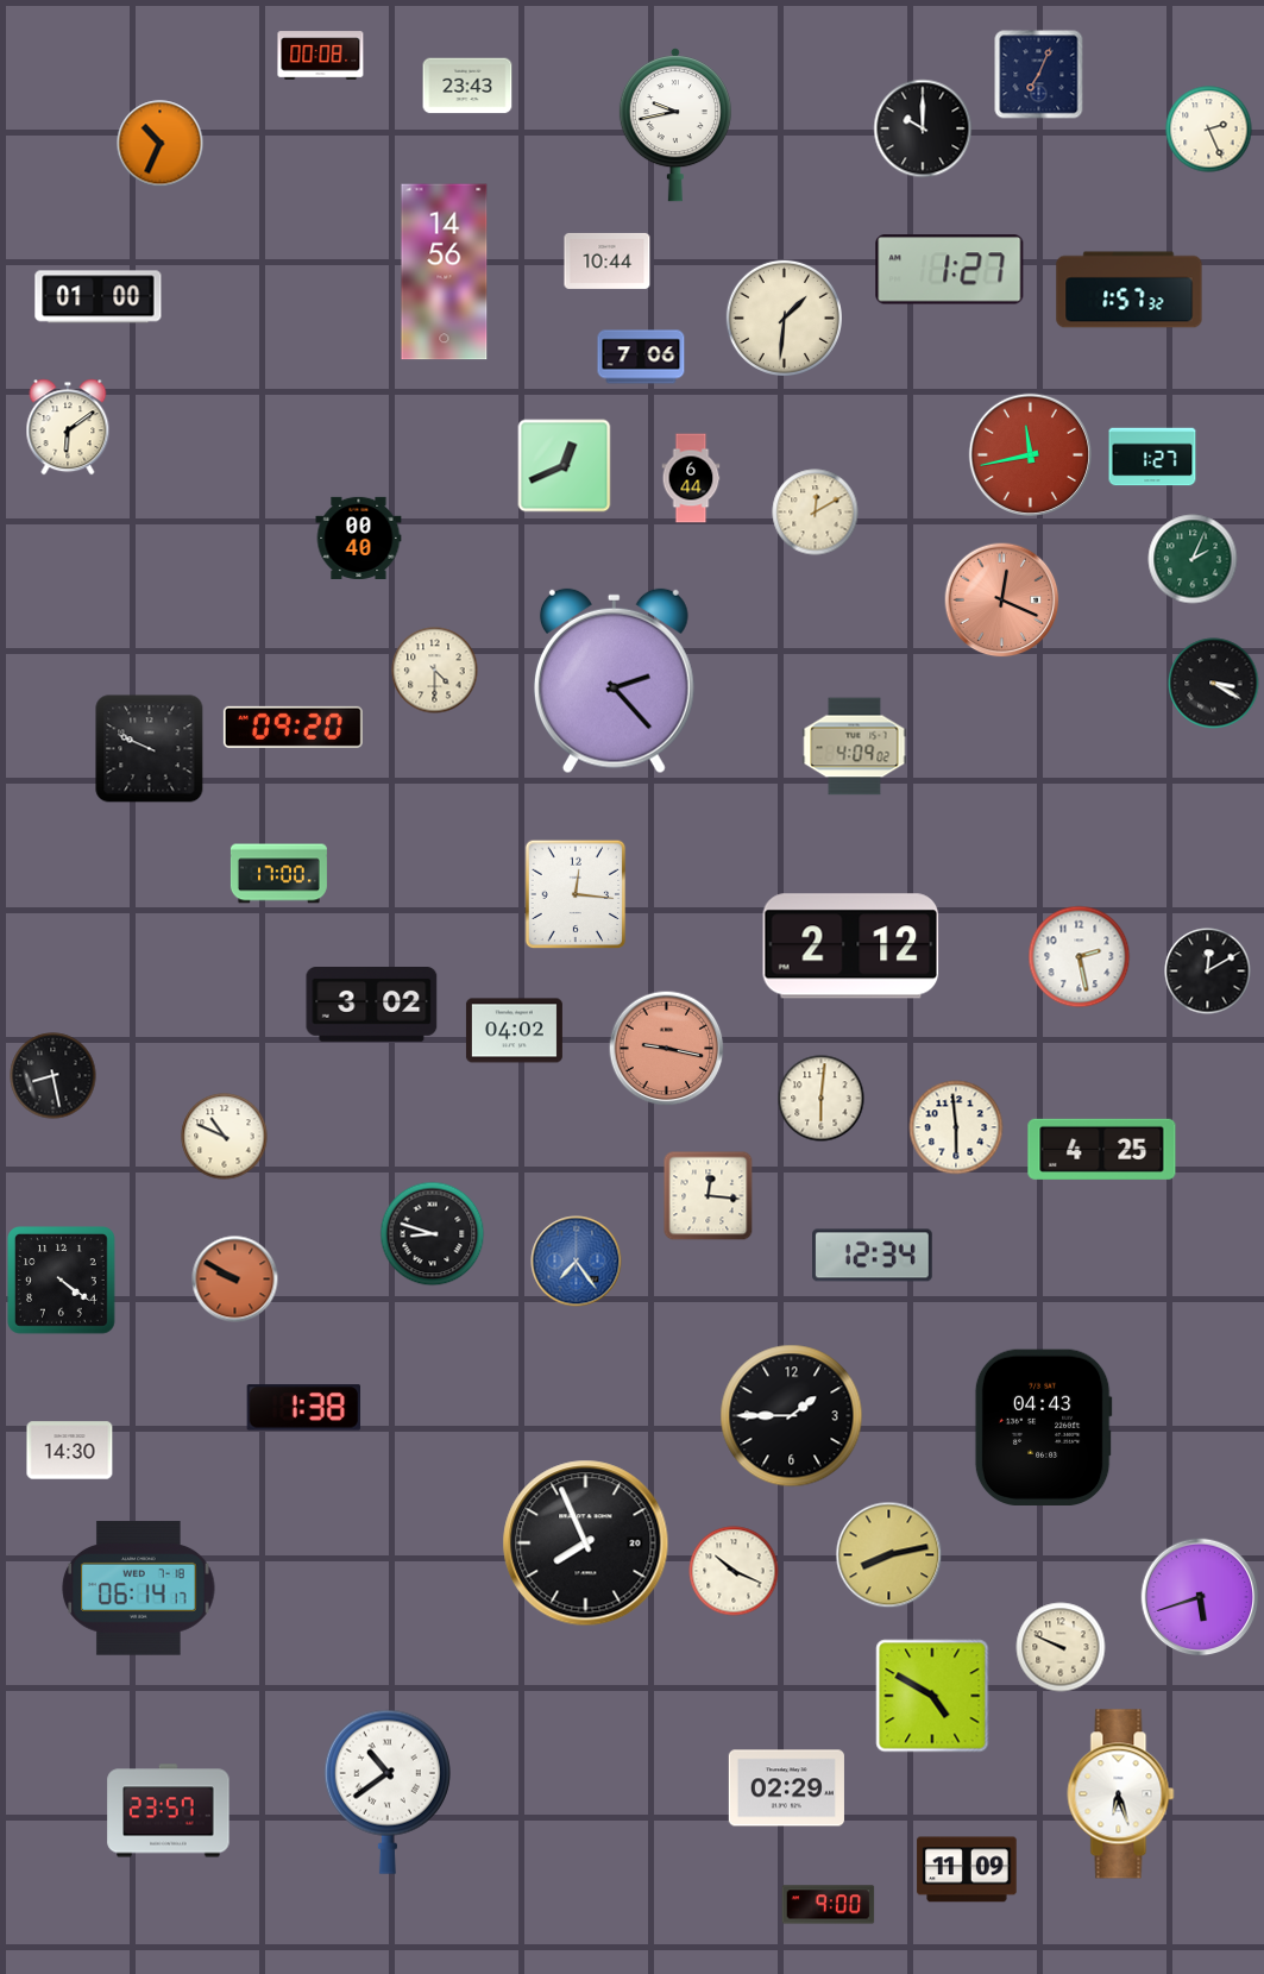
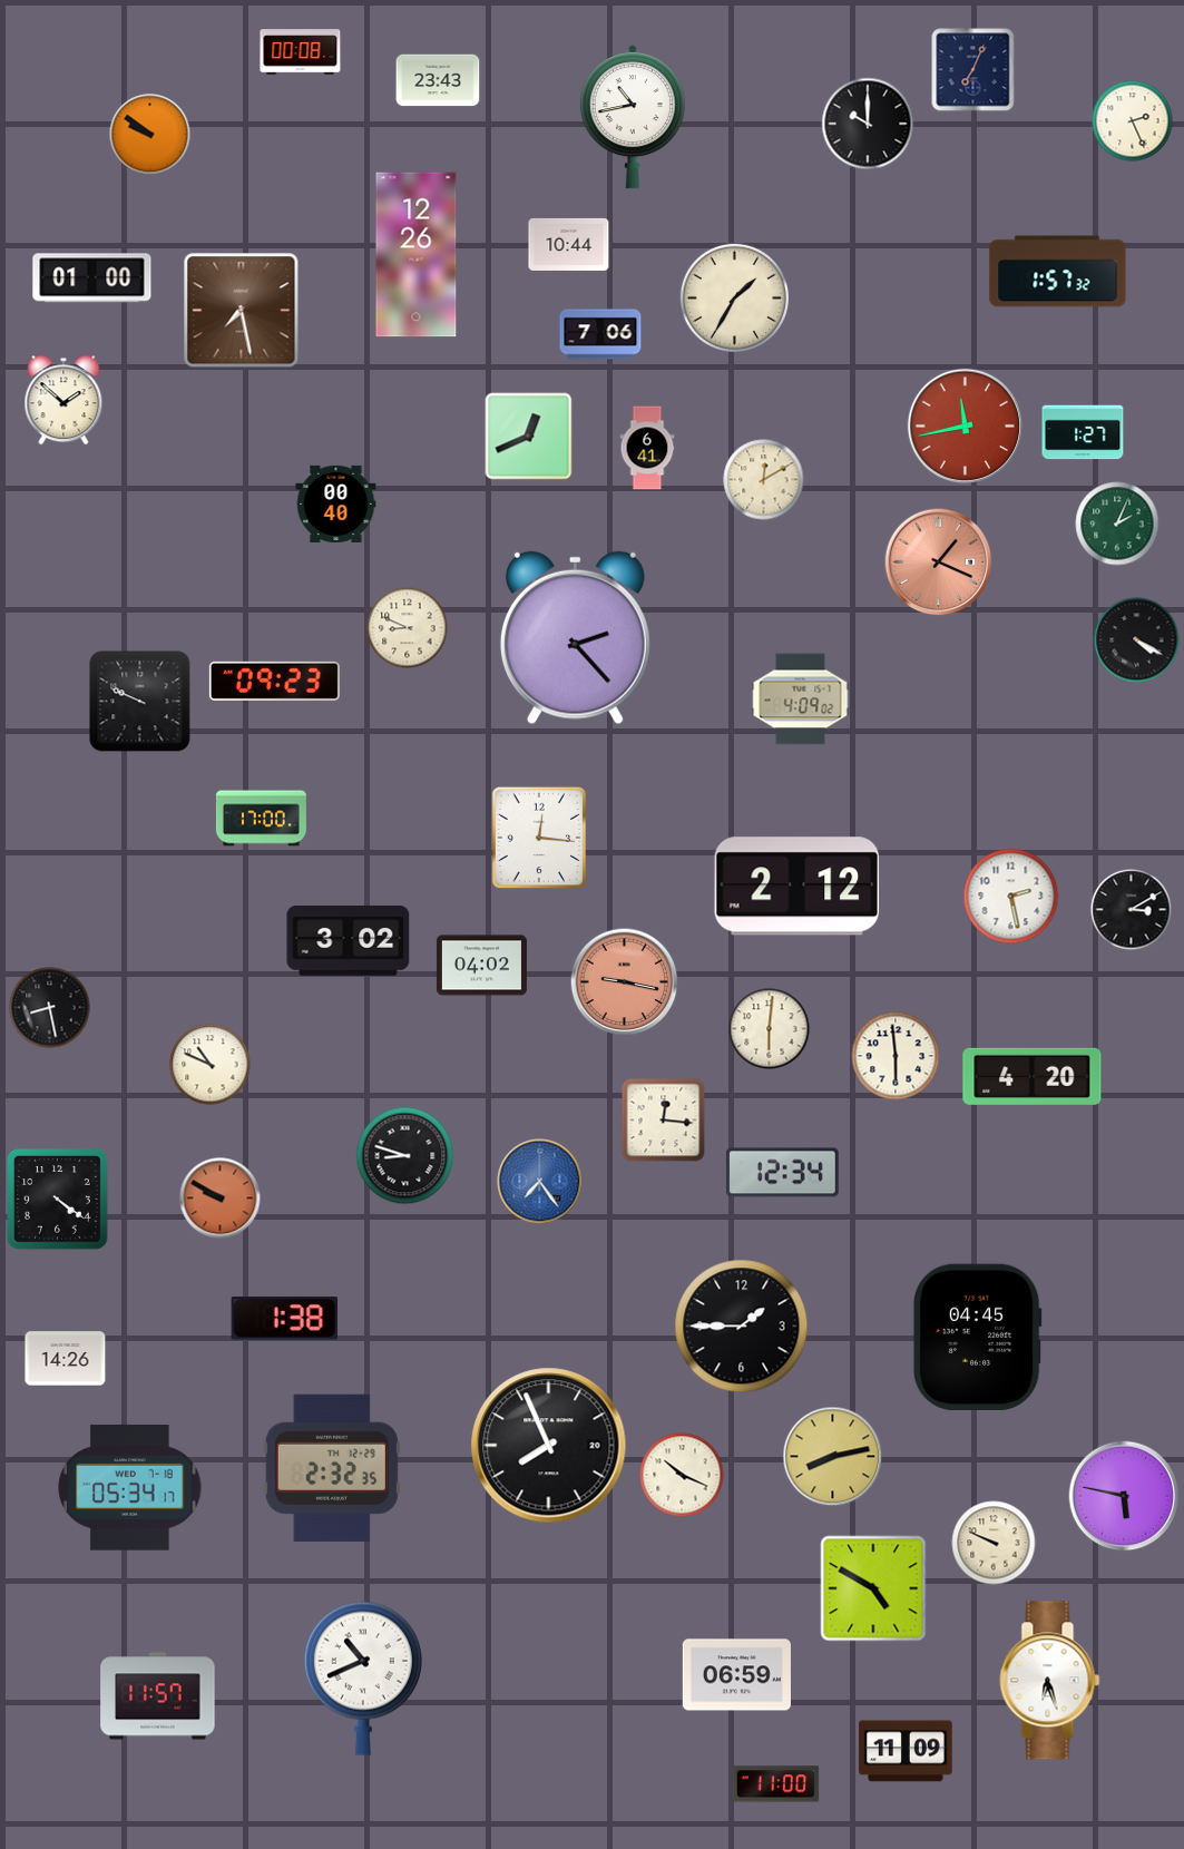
clock at (675, 125): 9:43 -> 10:43
clock at (923, 128) position: (923, 128) -> (868, 124)
clock at (161, 144): 10:34 -> 9:51
clock at (950, 270): 1:27 -> none
clock at (445, 272): 14:56 -> 12:26
clock at (784, 318): 1:31 -> 1:35
clock at (242, 311): none -> 7:28
clock at (68, 427): 6:09 -> 1:52
clock at (1152, 457) position: (1152, 457) -> (1083, 432)
clock at (691, 478): 6:44 -> 6:41
clock at (1002, 601): 12:19 -> 1:19
clock at (435, 671): 4:30 -> 8:49
clock at (1214, 684): 3:20 -> 4:20
clock at (293, 727): 09:20 -> 09:23
clock at (1208, 972): 12:10 -> 3:10
clock at (1102, 1149): 4:25 -> 4:20
clock at (873, 1256) position: (873, 1256) -> (783, 1173)
clock at (1043, 1427): 04:43 -> 04:45
clock at (70, 1451): 14:30 -> 14:26
clock at (332, 1468): none -> 2:32
clock at (734, 1571) position: (734, 1571) -> (682, 1475)
clock at (139, 1589): 06:14 -> 05:34
clock at (1200, 1597): 5:42 -> 5:47
clock at (786, 1788): 02:29 -> 06:59
clock at (388, 1792): 10:39 -> 10:41
clock at (169, 1811): 23:57 -> 11:57
clock at (829, 1905): 9:00 -> 11:00
